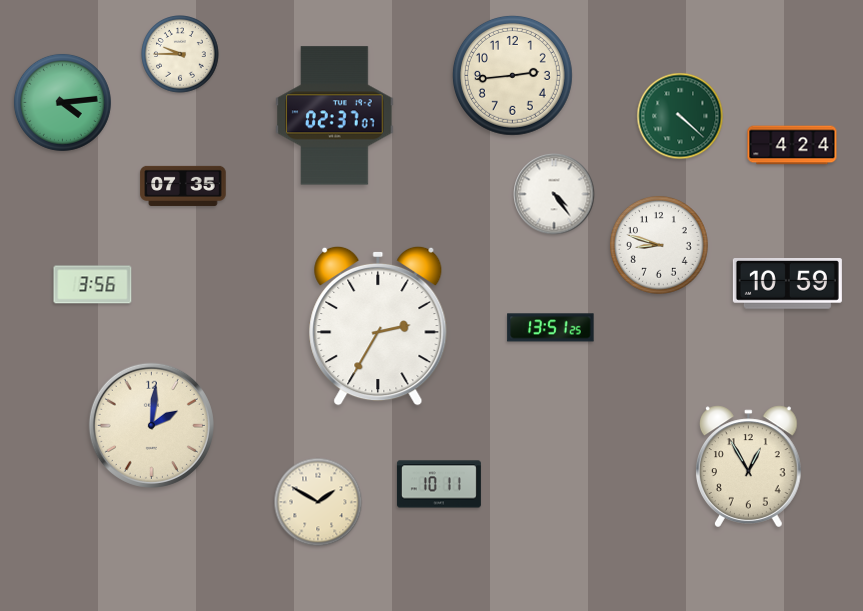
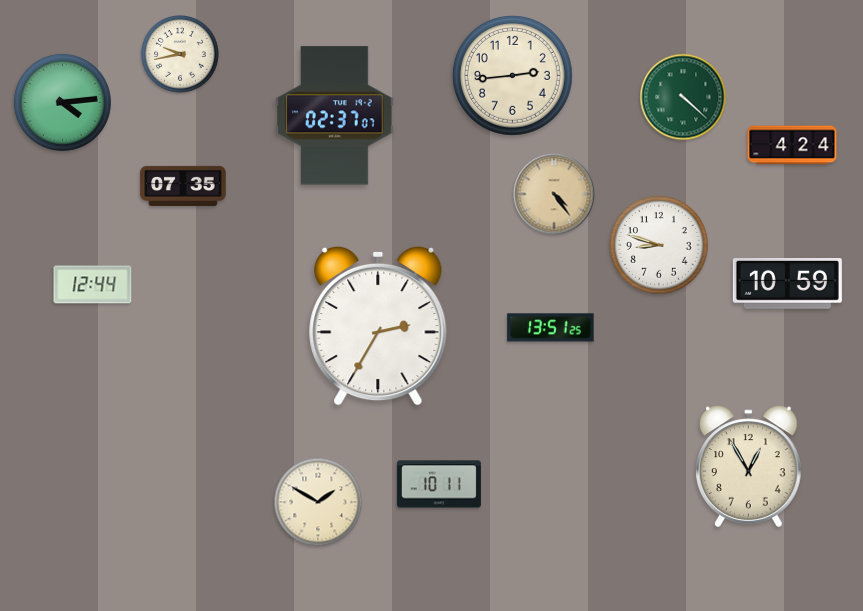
clock at (180, 54): 9:45 -> 9:43
clock at (680, 116) position: (680, 116) -> (683, 97)
clock at (554, 194) dial: white -> champagne
clock at (93, 285): 3:56 -> 12:44
clock at (151, 425): 2:01 -> none
